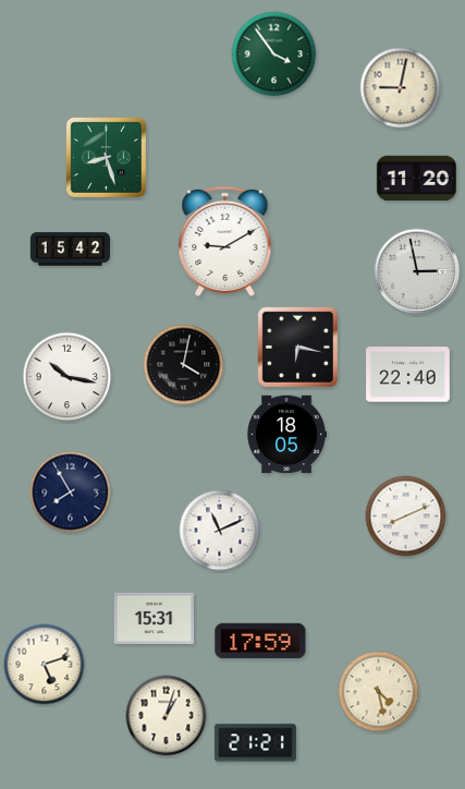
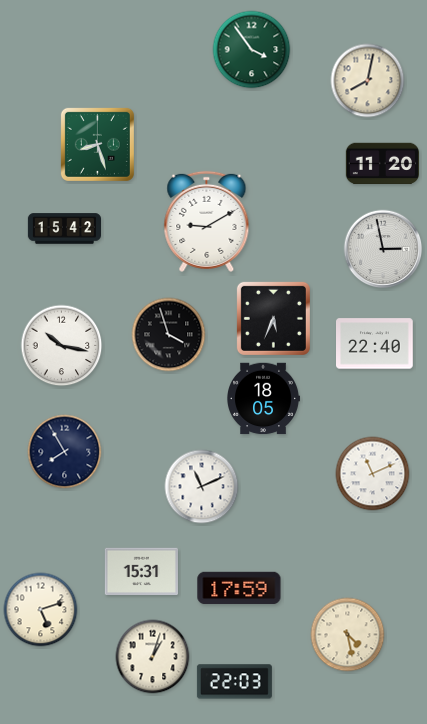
clock at (401, 88): 9:02 -> 8:02
clock at (297, 347): 6:17 -> 5:34
clock at (184, 365): 4:02 -> 3:57
clock at (406, 517): 8:11 -> 11:11
clock at (154, 619) position: (154, 619) -> (141, 572)
clock at (255, 743): 21:21 -> 22:03
